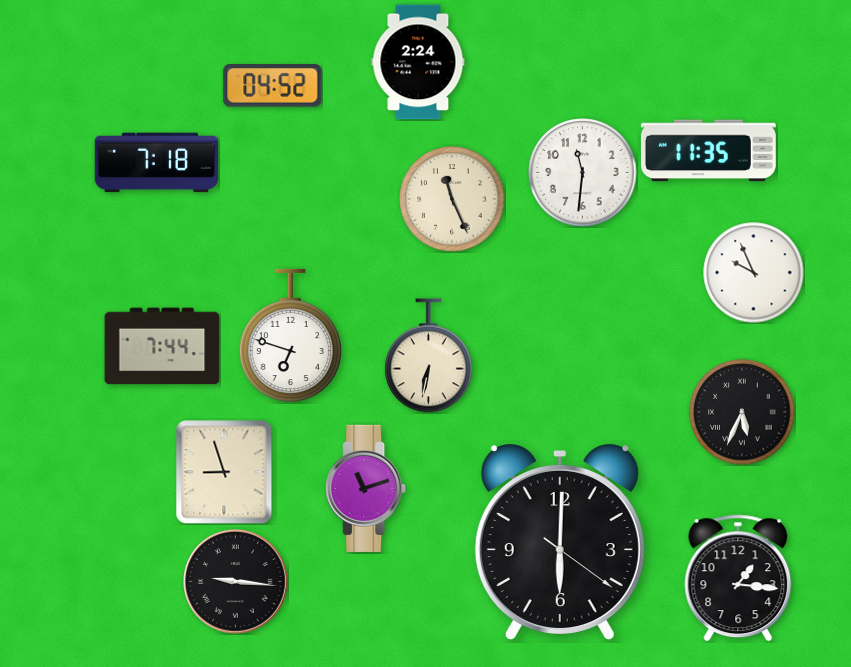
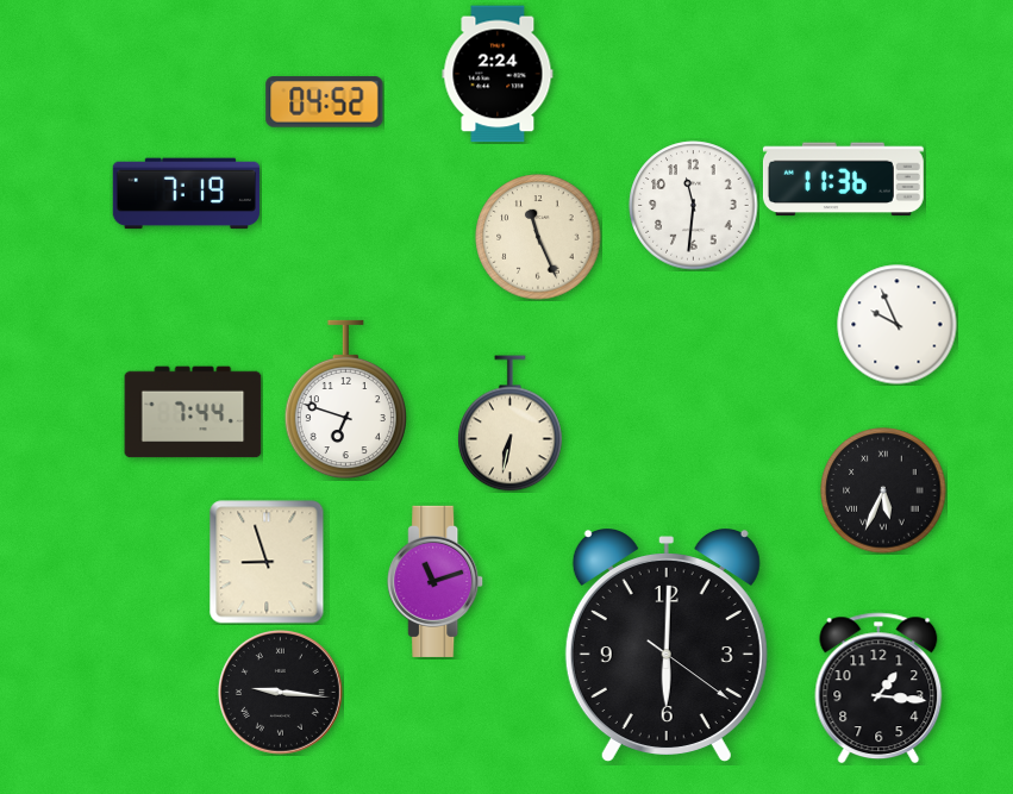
clock at (708, 151): 11:35 -> 11:36
clock at (157, 163): 7:18 -> 7:19
